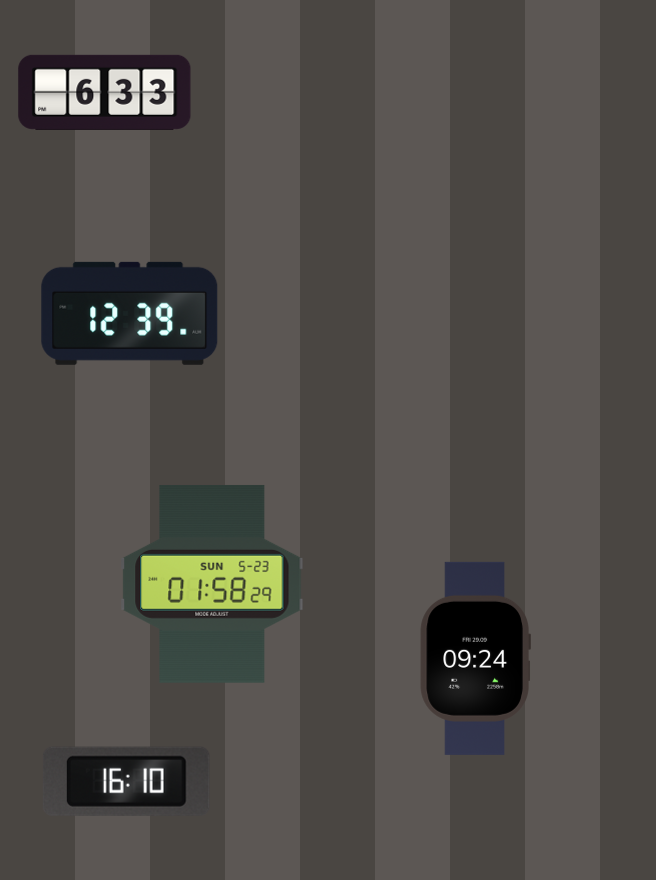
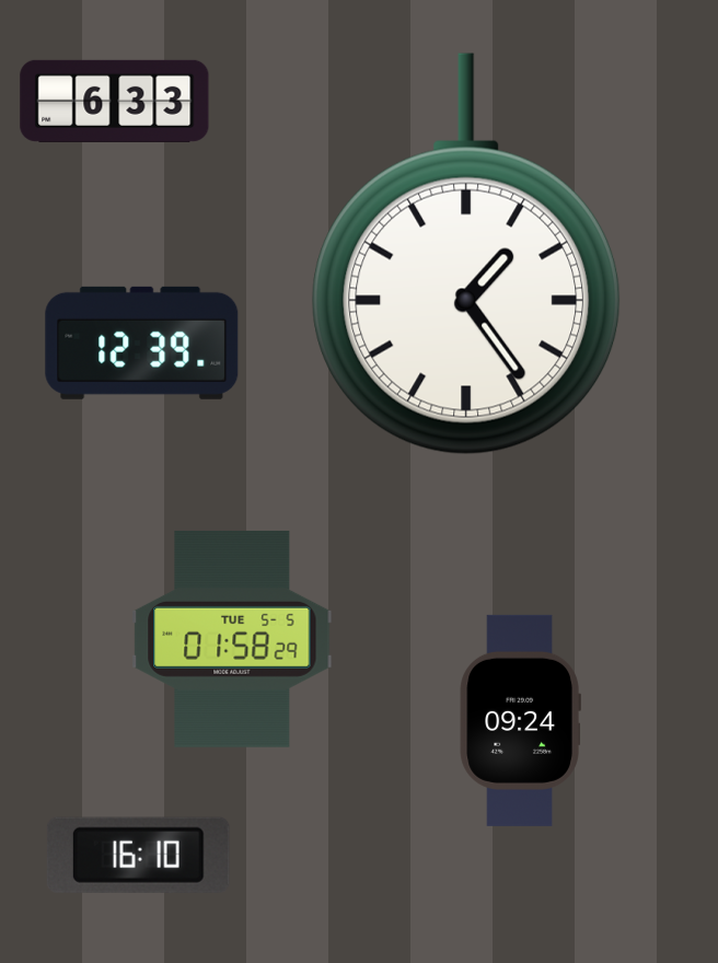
clock at (466, 254): none -> 1:24
clock at (212, 584) date: SUN 5-23 -> TUE 5-5
